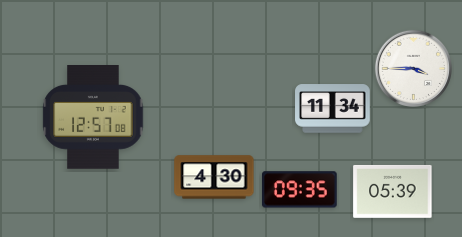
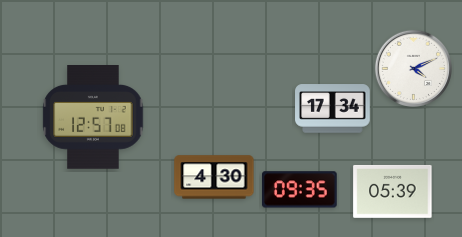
clock at (413, 68): 3:45 -> 4:11
clock at (333, 109): 11:34 -> 17:34
